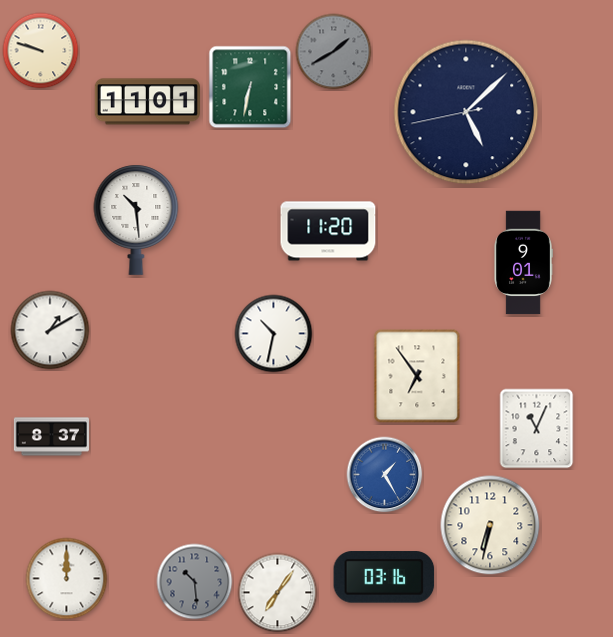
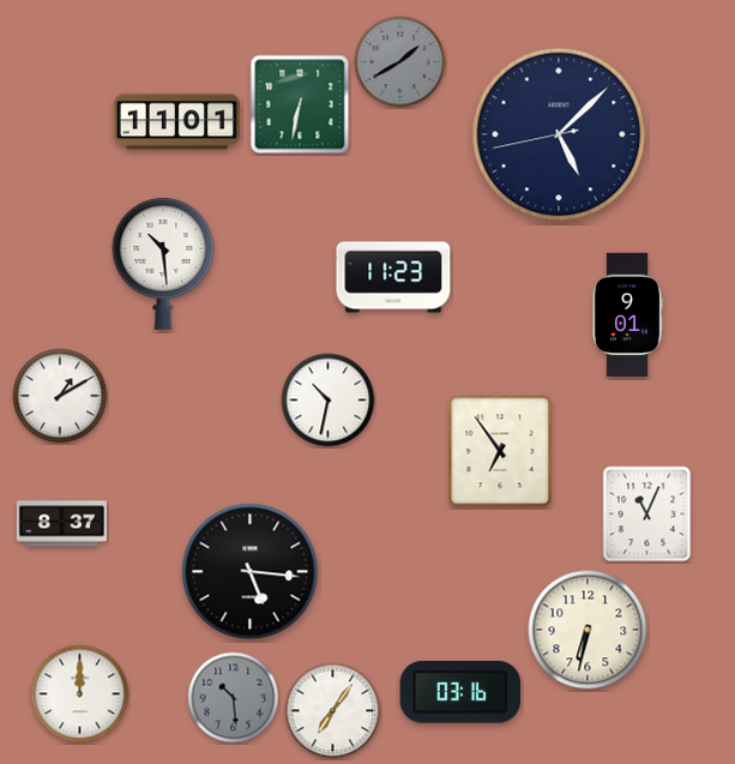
clock at (41, 51): 9:48 -> none
clock at (328, 231): 11:20 -> 11:23
clock at (537, 429) position: (537, 429) -> (647, 515)
clock at (385, 475): 1:25 -> none
clock at (251, 572): none -> 5:16
